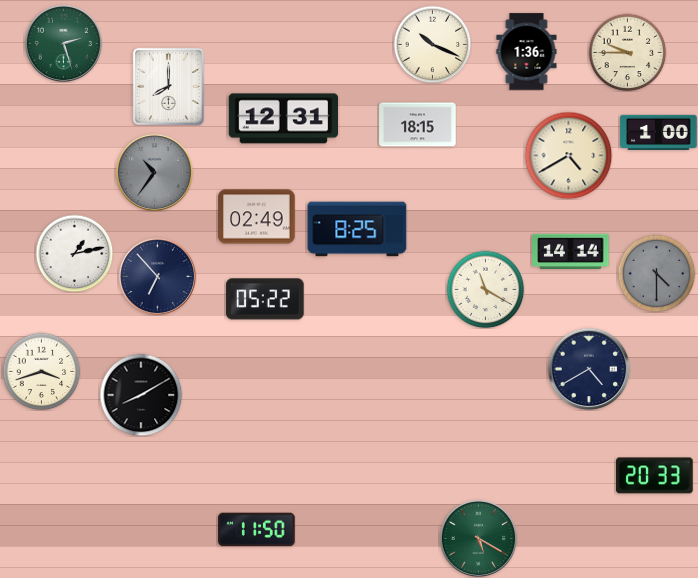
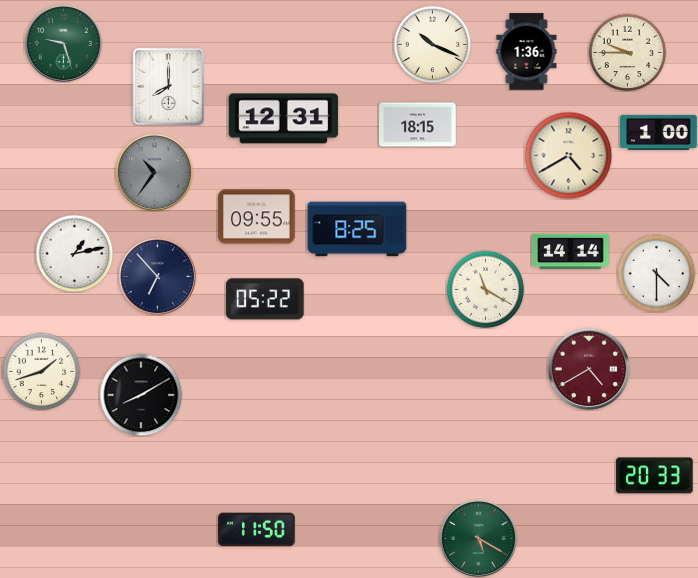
clock at (63, 43): 2:27 -> 9:27
clock at (257, 217): 02:49 -> 09:55
clock at (656, 273) dial: grey -> white
clock at (589, 369) dial: navy -> burgundy
clock at (41, 371): 3:42 -> 1:42
